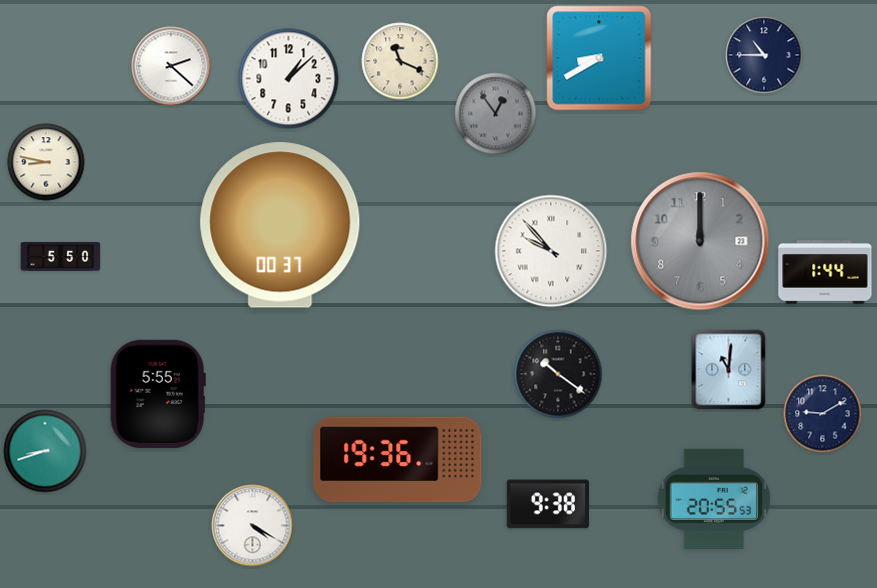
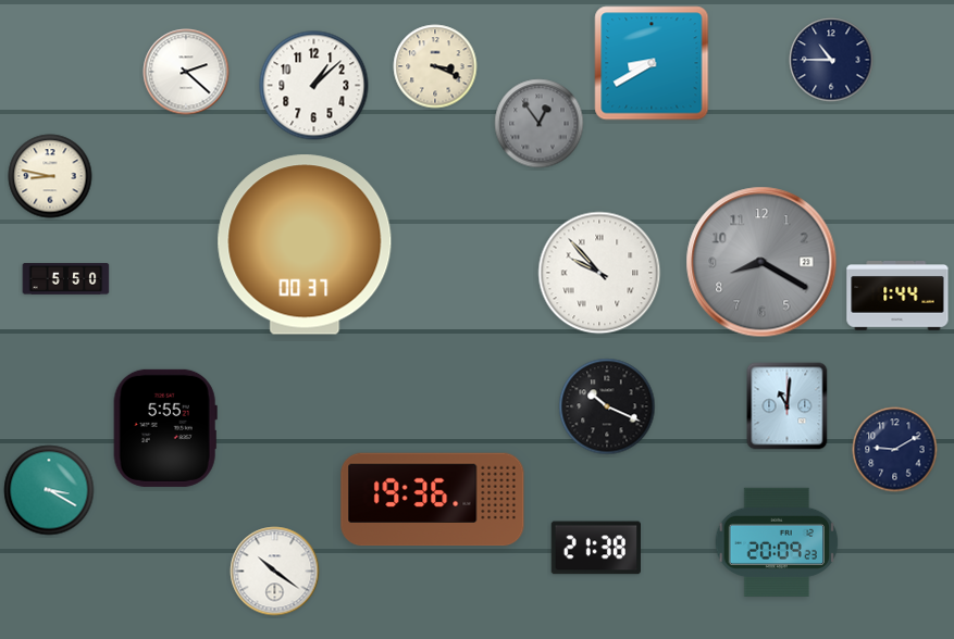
clock at (400, 61): 11:19 -> 3:19
clock at (700, 241): 12:00 -> 8:20
clock at (729, 370) position: (729, 370) -> (788, 406)
clock at (558, 374): 10:21 -> 10:19
clock at (158, 394) position: (158, 394) -> (165, 428)
clock at (45, 451): 8:42 -> 3:20
clock at (714, 499): 20:55 -> 20:09
clock at (547, 504): 9:38 -> 21:38
clock at (253, 526): 4:20 -> 10:21
